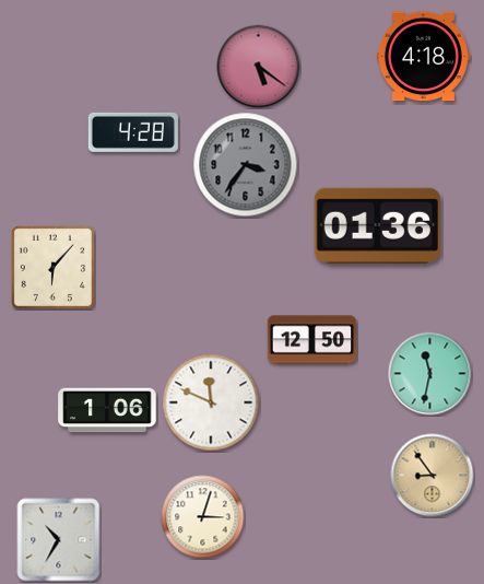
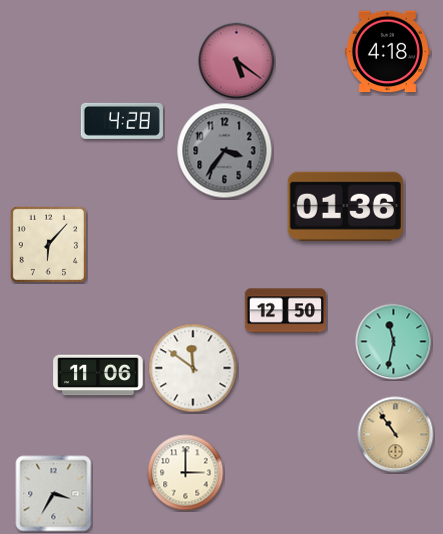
clock at (211, 402): 11:49 -> 11:51
clock at (107, 410): 1:06 -> 11:06
clock at (433, 476): 8:54 -> 10:54
clock at (203, 517): 3:03 -> 3:00
clock at (59, 540): 10:35 -> 3:35
